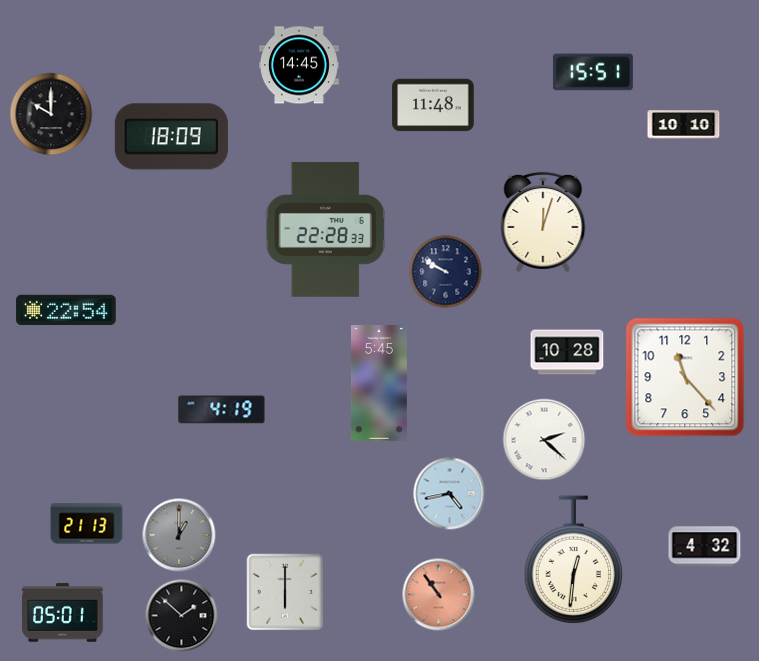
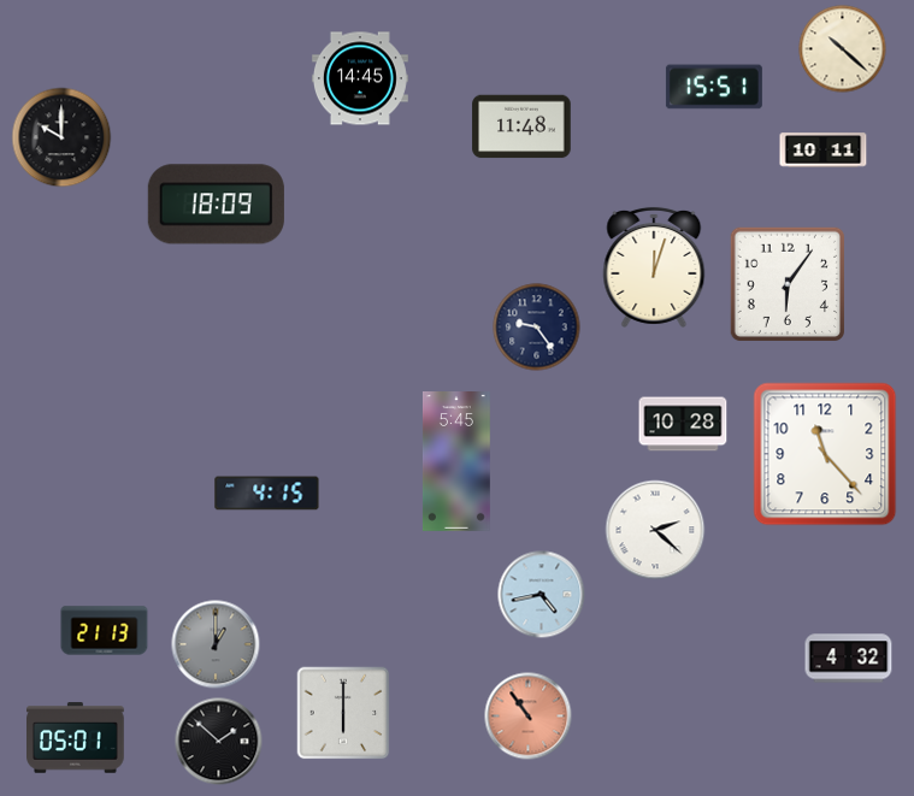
clock at (843, 49): none -> 10:22
clock at (684, 125): 10:10 -> 10:11
clock at (171, 137) position: (171, 137) -> (216, 205)
clock at (325, 230): 22:28 -> none
clock at (786, 283): none -> 6:06
clock at (446, 272): 9:50 -> 9:24
clock at (66, 309): 22:54 -> none
clock at (222, 410): 4:19 -> 4:15
clock at (574, 560): 12:31 -> none
